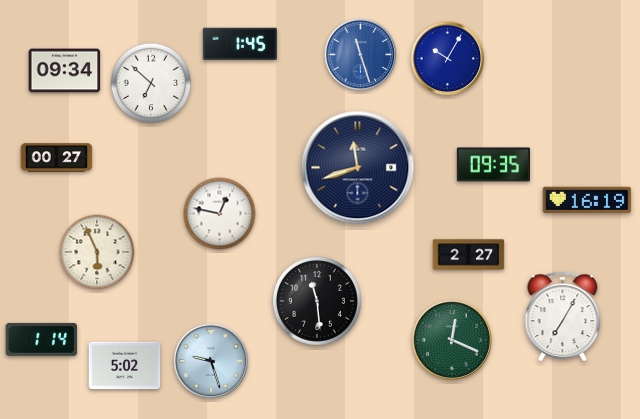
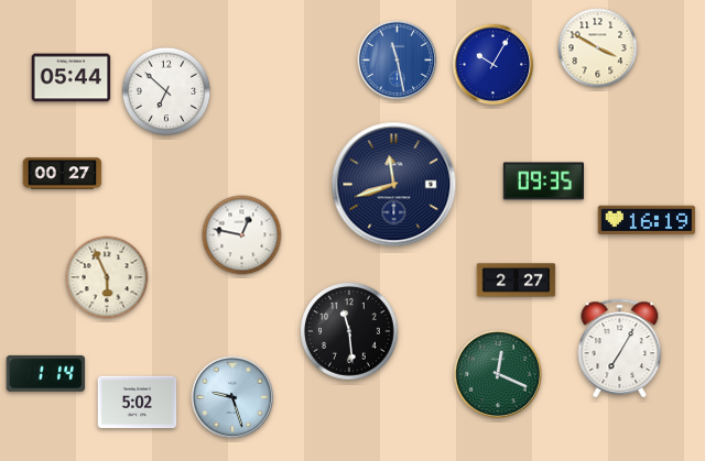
clock at (240, 43): 1:45 -> none
clock at (598, 48): none -> 3:50
clock at (361, 55): 11:27 -> 11:28
clock at (65, 71): 09:34 -> 05:44
